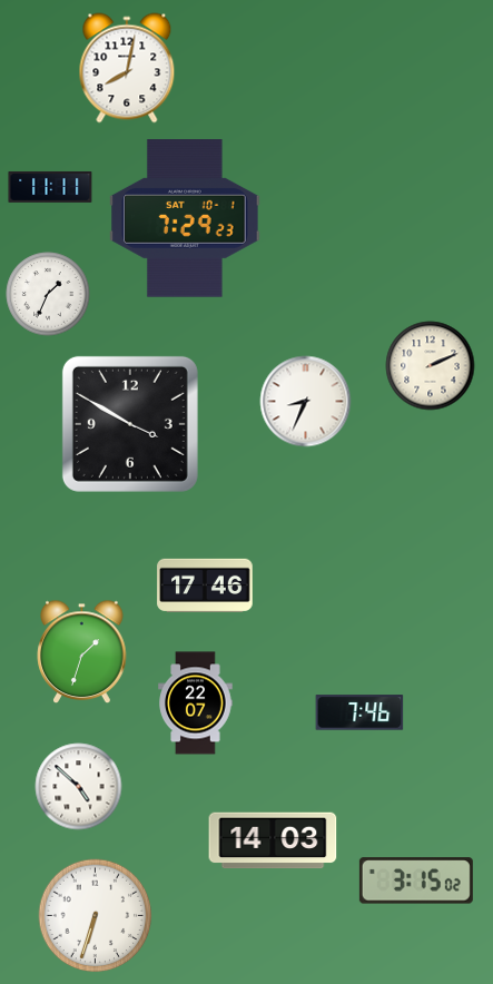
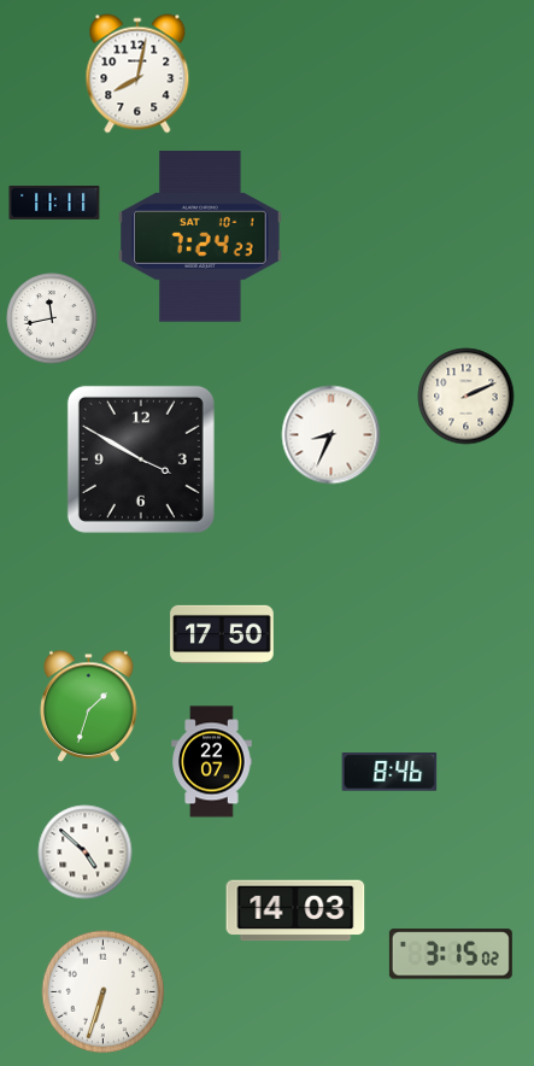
clock at (185, 218): 7:29 -> 7:24
clock at (48, 294): 1:34 -> 11:43
clock at (205, 586): 17:46 -> 17:50
clock at (359, 712): 7:46 -> 8:46
